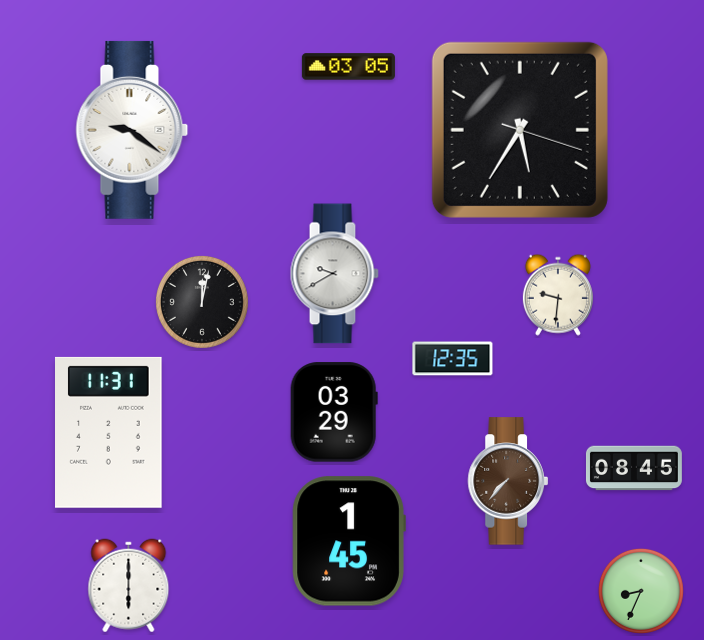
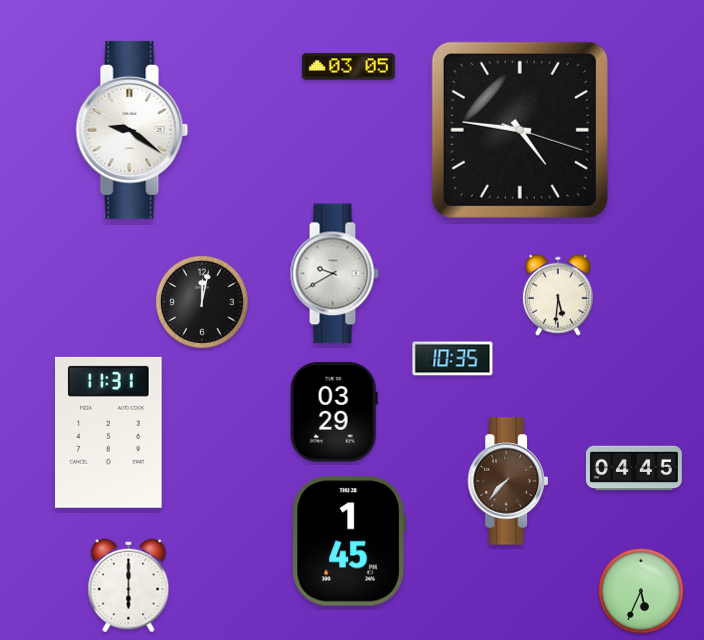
clock at (520, 130): 5:35 -> 4:46
clock at (558, 295): 9:31 -> 5:31
clock at (453, 359): 12:35 -> 10:35
clock at (634, 468): 08:45 -> 04:45
clock at (641, 591): 8:34 -> 5:34
